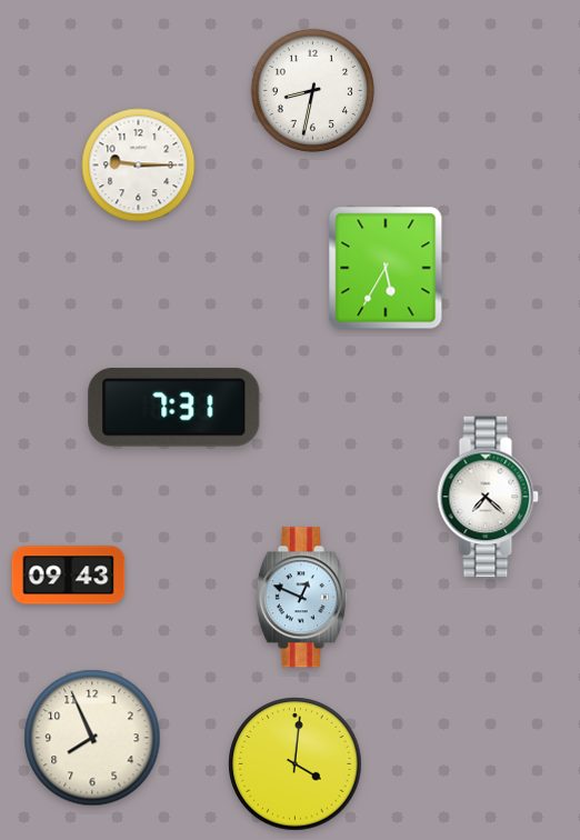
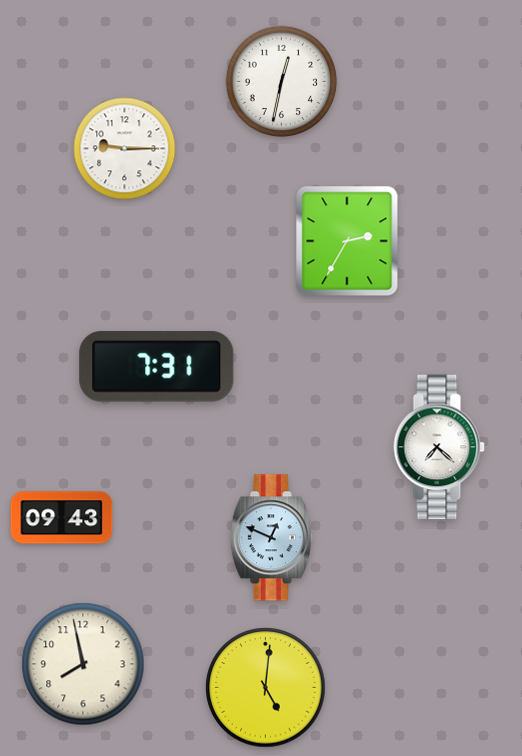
clock at (312, 90): 8:32 -> 12:32
clock at (386, 268): 5:35 -> 2:35
clock at (92, 738): 7:56 -> 7:58
clock at (296, 764): 4:01 -> 5:01
